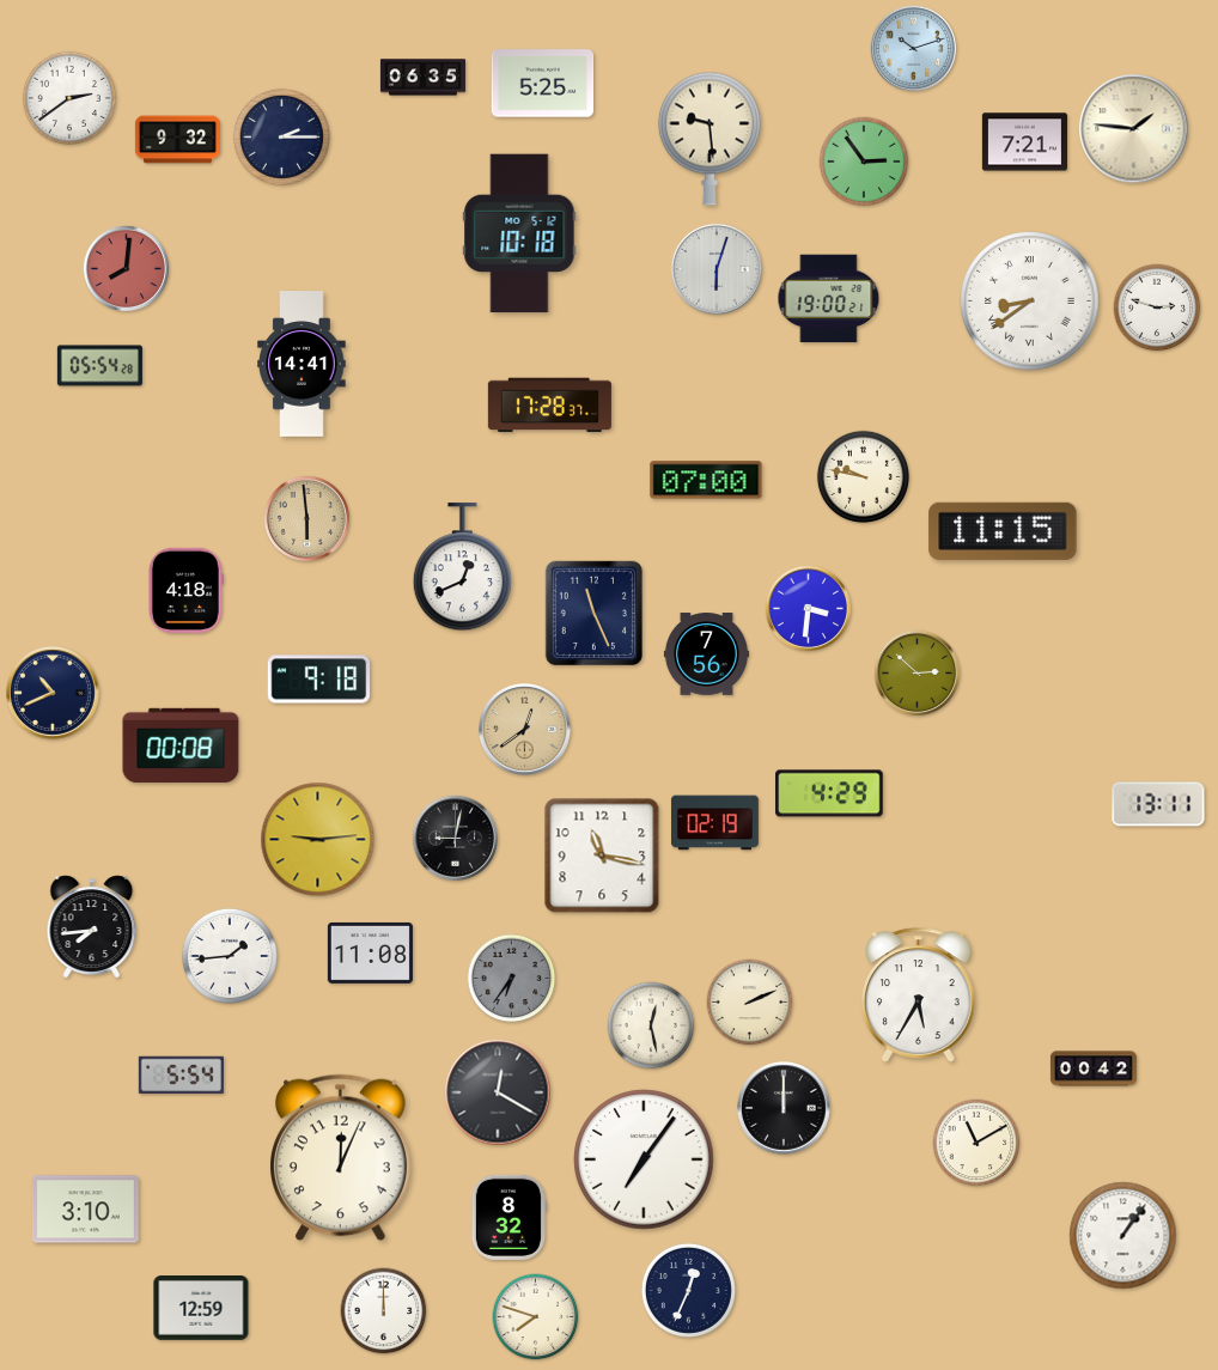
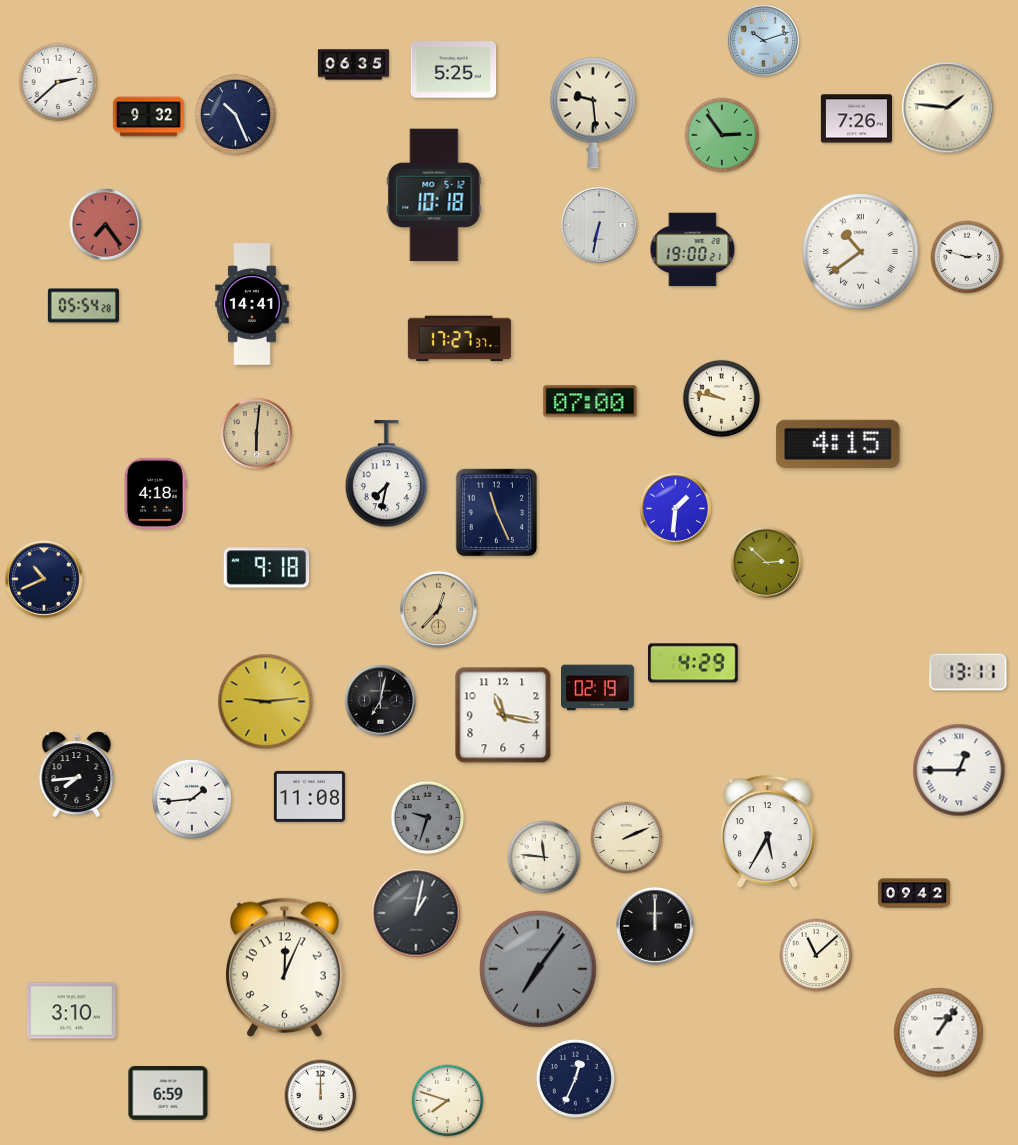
clock at (69, 98): 2:39 -> 2:38
clock at (281, 136): 2:15 -> 10:26
clock at (710, 139) position: (710, 139) -> (593, 113)
clock at (1024, 142): 7:21 -> 7:26
clock at (126, 268): 8:01 -> 7:24
clock at (717, 269): 6:03 -> 6:32
clock at (1030, 302): 8:39 -> 10:39
clock at (549, 406): 17:28 -> 17:27
clock at (306, 518): 5:59 -> 6:01
clock at (1003, 531): 11:15 -> 4:15
clock at (462, 567): 12:41 -> 7:32
clock at (808, 608): 3:31 -> 1:31
clock at (706, 654): 7:56 -> none
clock at (524, 729): 12:39 -> 12:37
clock at (181, 745): 00:08 -> none
clock at (455, 838): 9:02 -> 7:02
clock at (959, 770): none -> 12:45
clock at (512, 979): 6:36 -> 9:33
clock at (651, 1025): 12:28 -> 11:46
clock at (1094, 1068): 00:42 -> 09:42
clock at (181, 1076): 5:54 -> none
clock at (498, 1092): 12:20 -> 1:02
clock at (976, 1143): 11:10 -> 11:08
clock at (644, 1159) dial: white -> grey
clock at (508, 1217): 8:32 -> none
clock at (201, 1309): 12:59 -> 6:59
